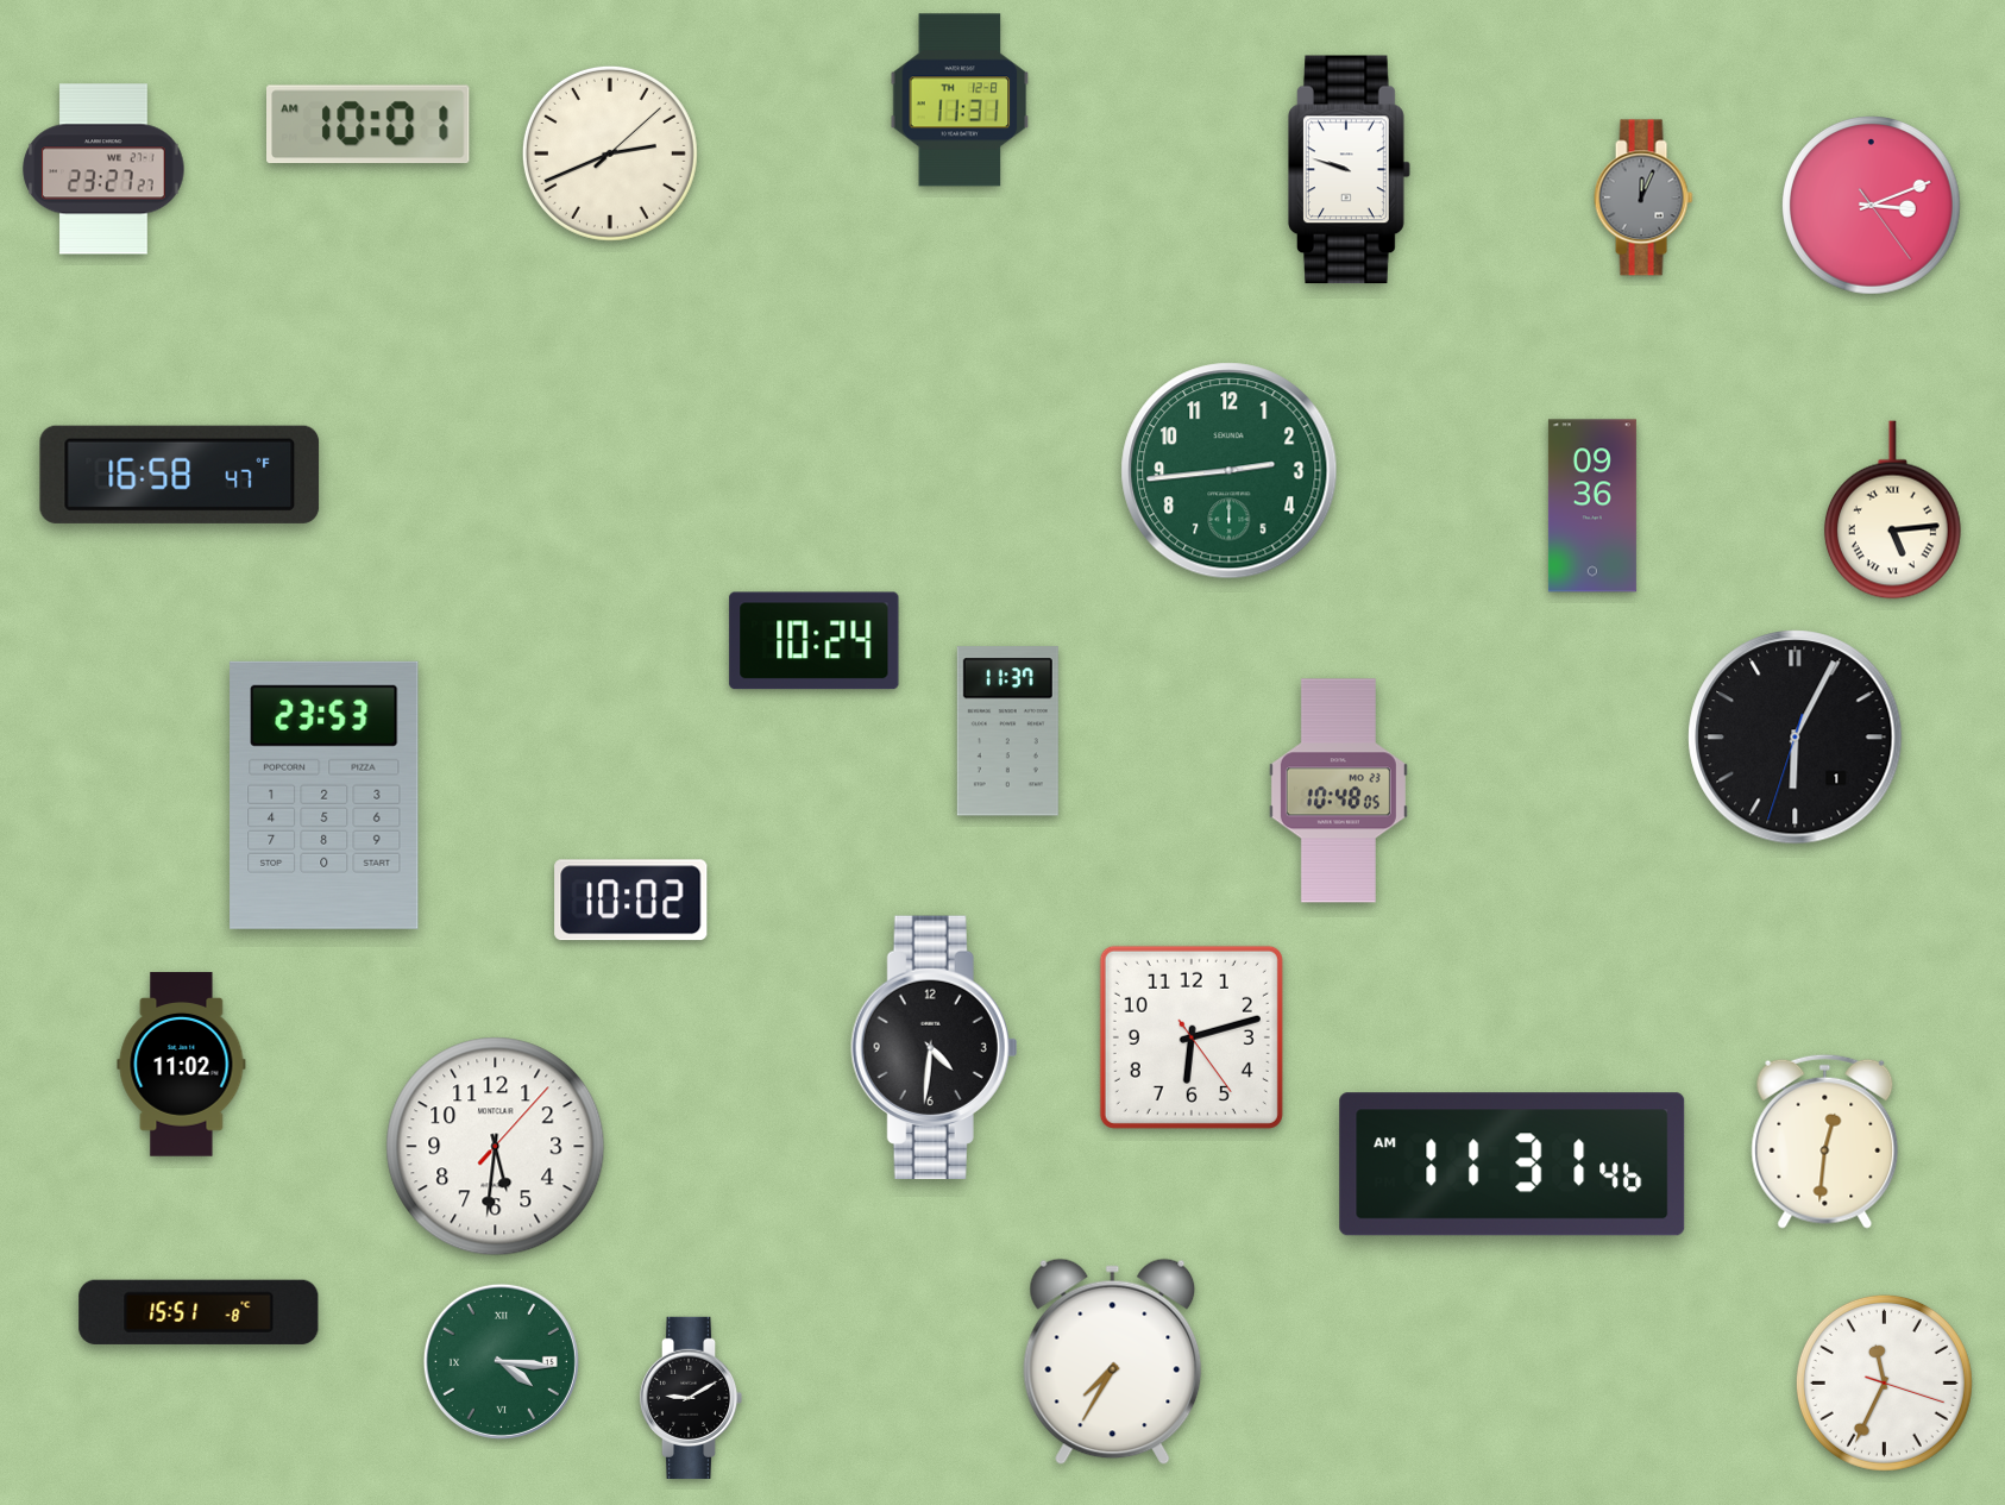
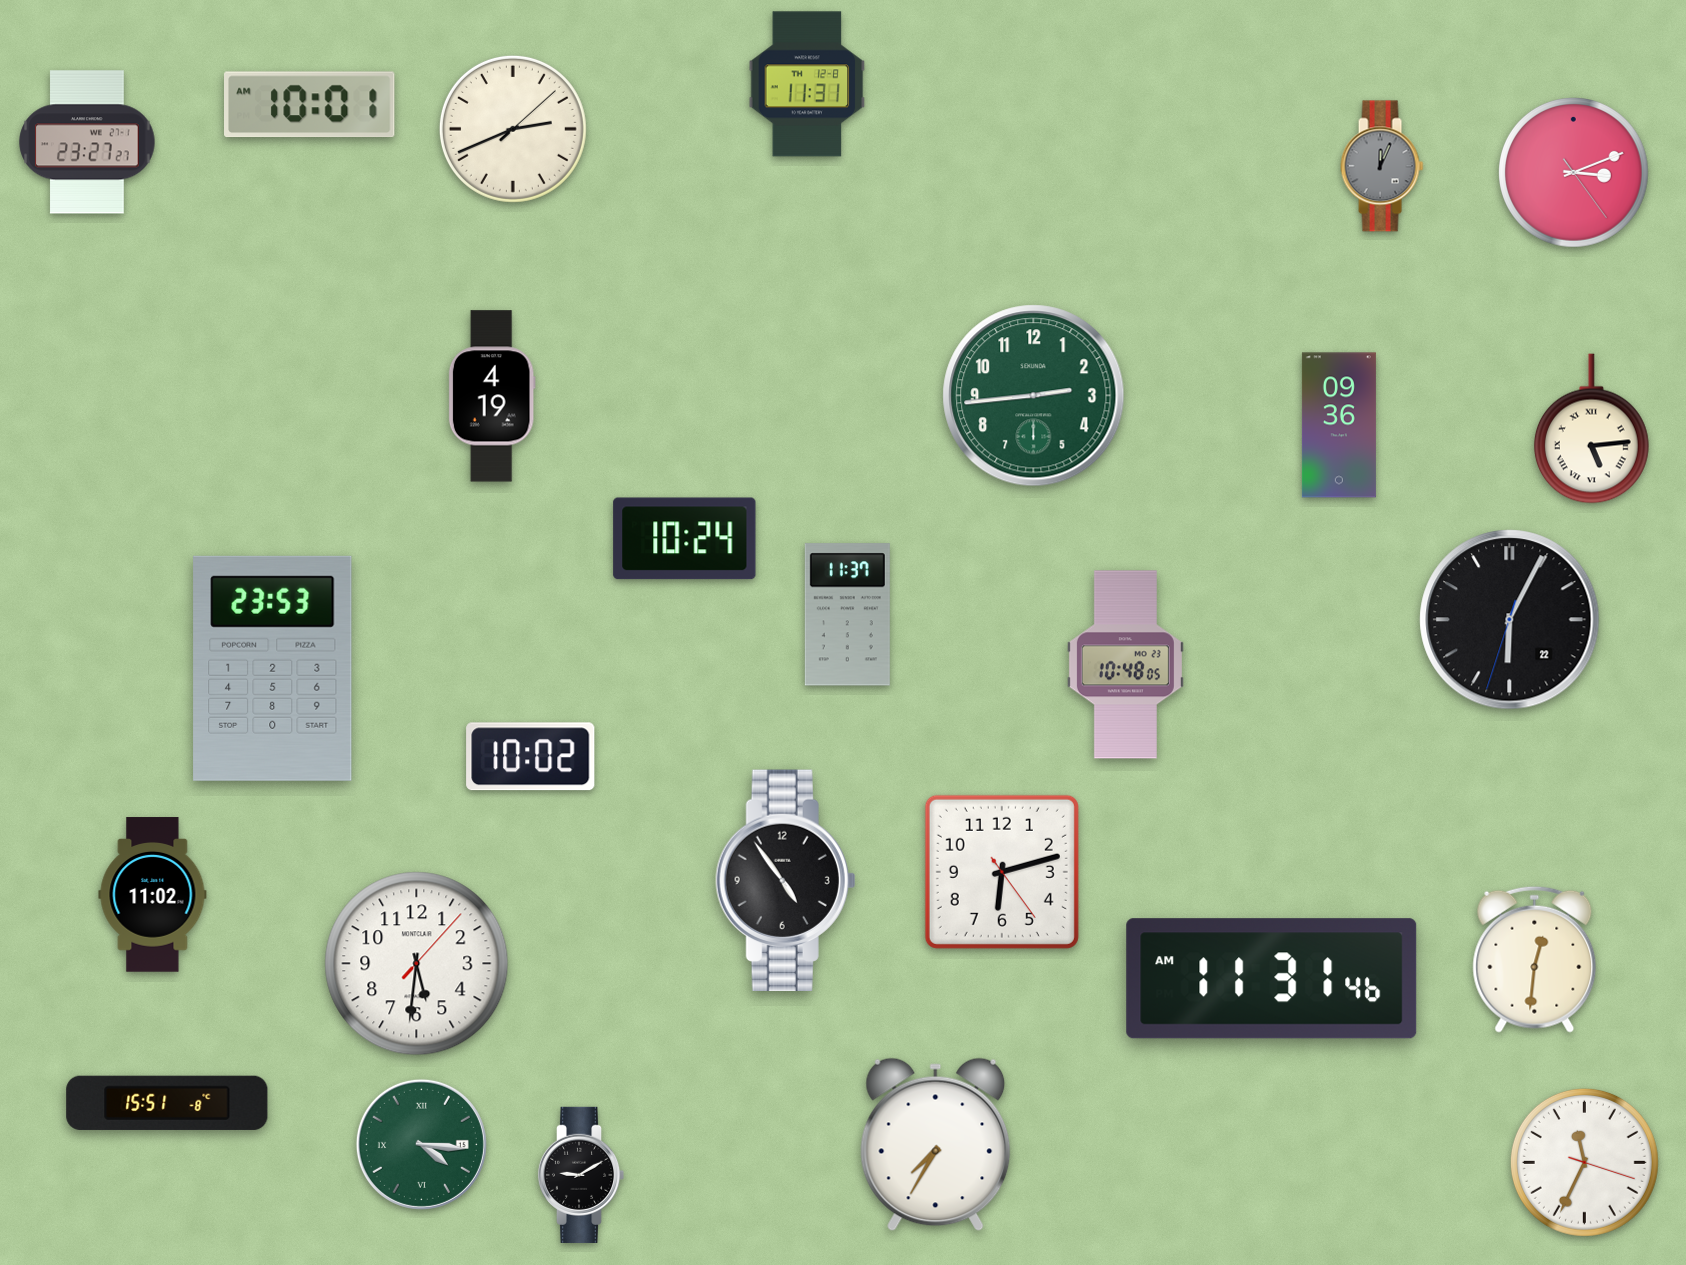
clock at (1350, 170): 9:48 -> none
clock at (492, 396): none -> 4:19
clock at (180, 475): 16:58 -> none
clock at (1796, 738) date: 1 -> 22
clock at (935, 1047): 4:31 -> 4:54
